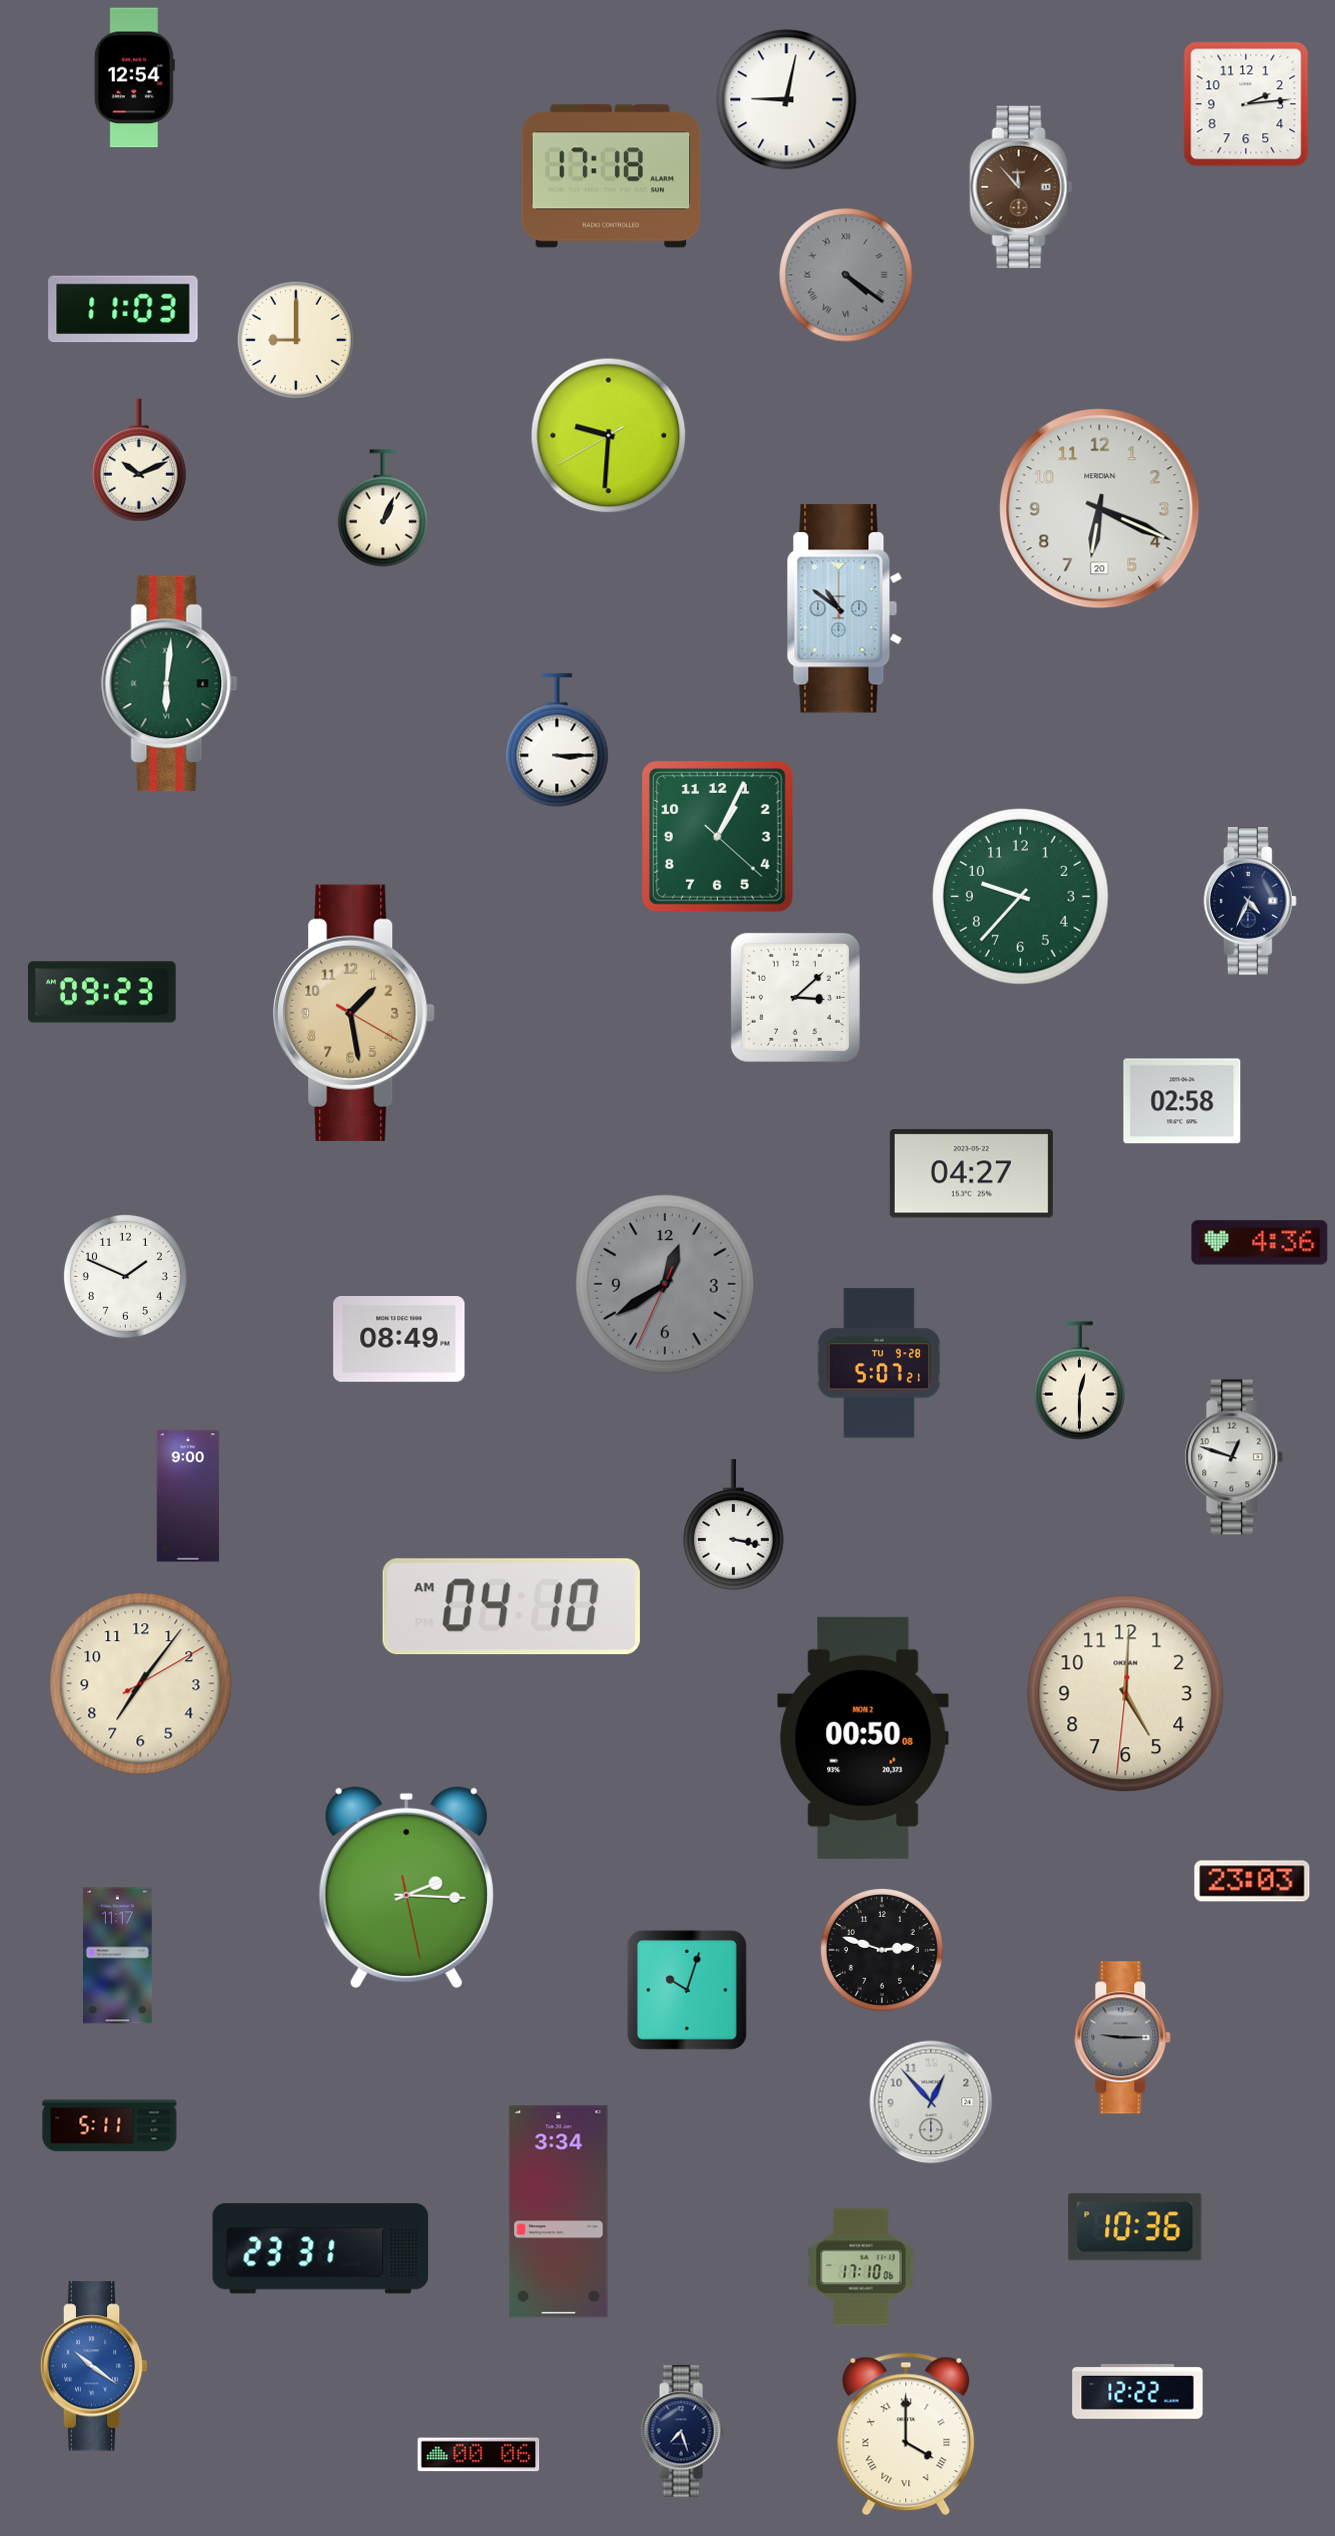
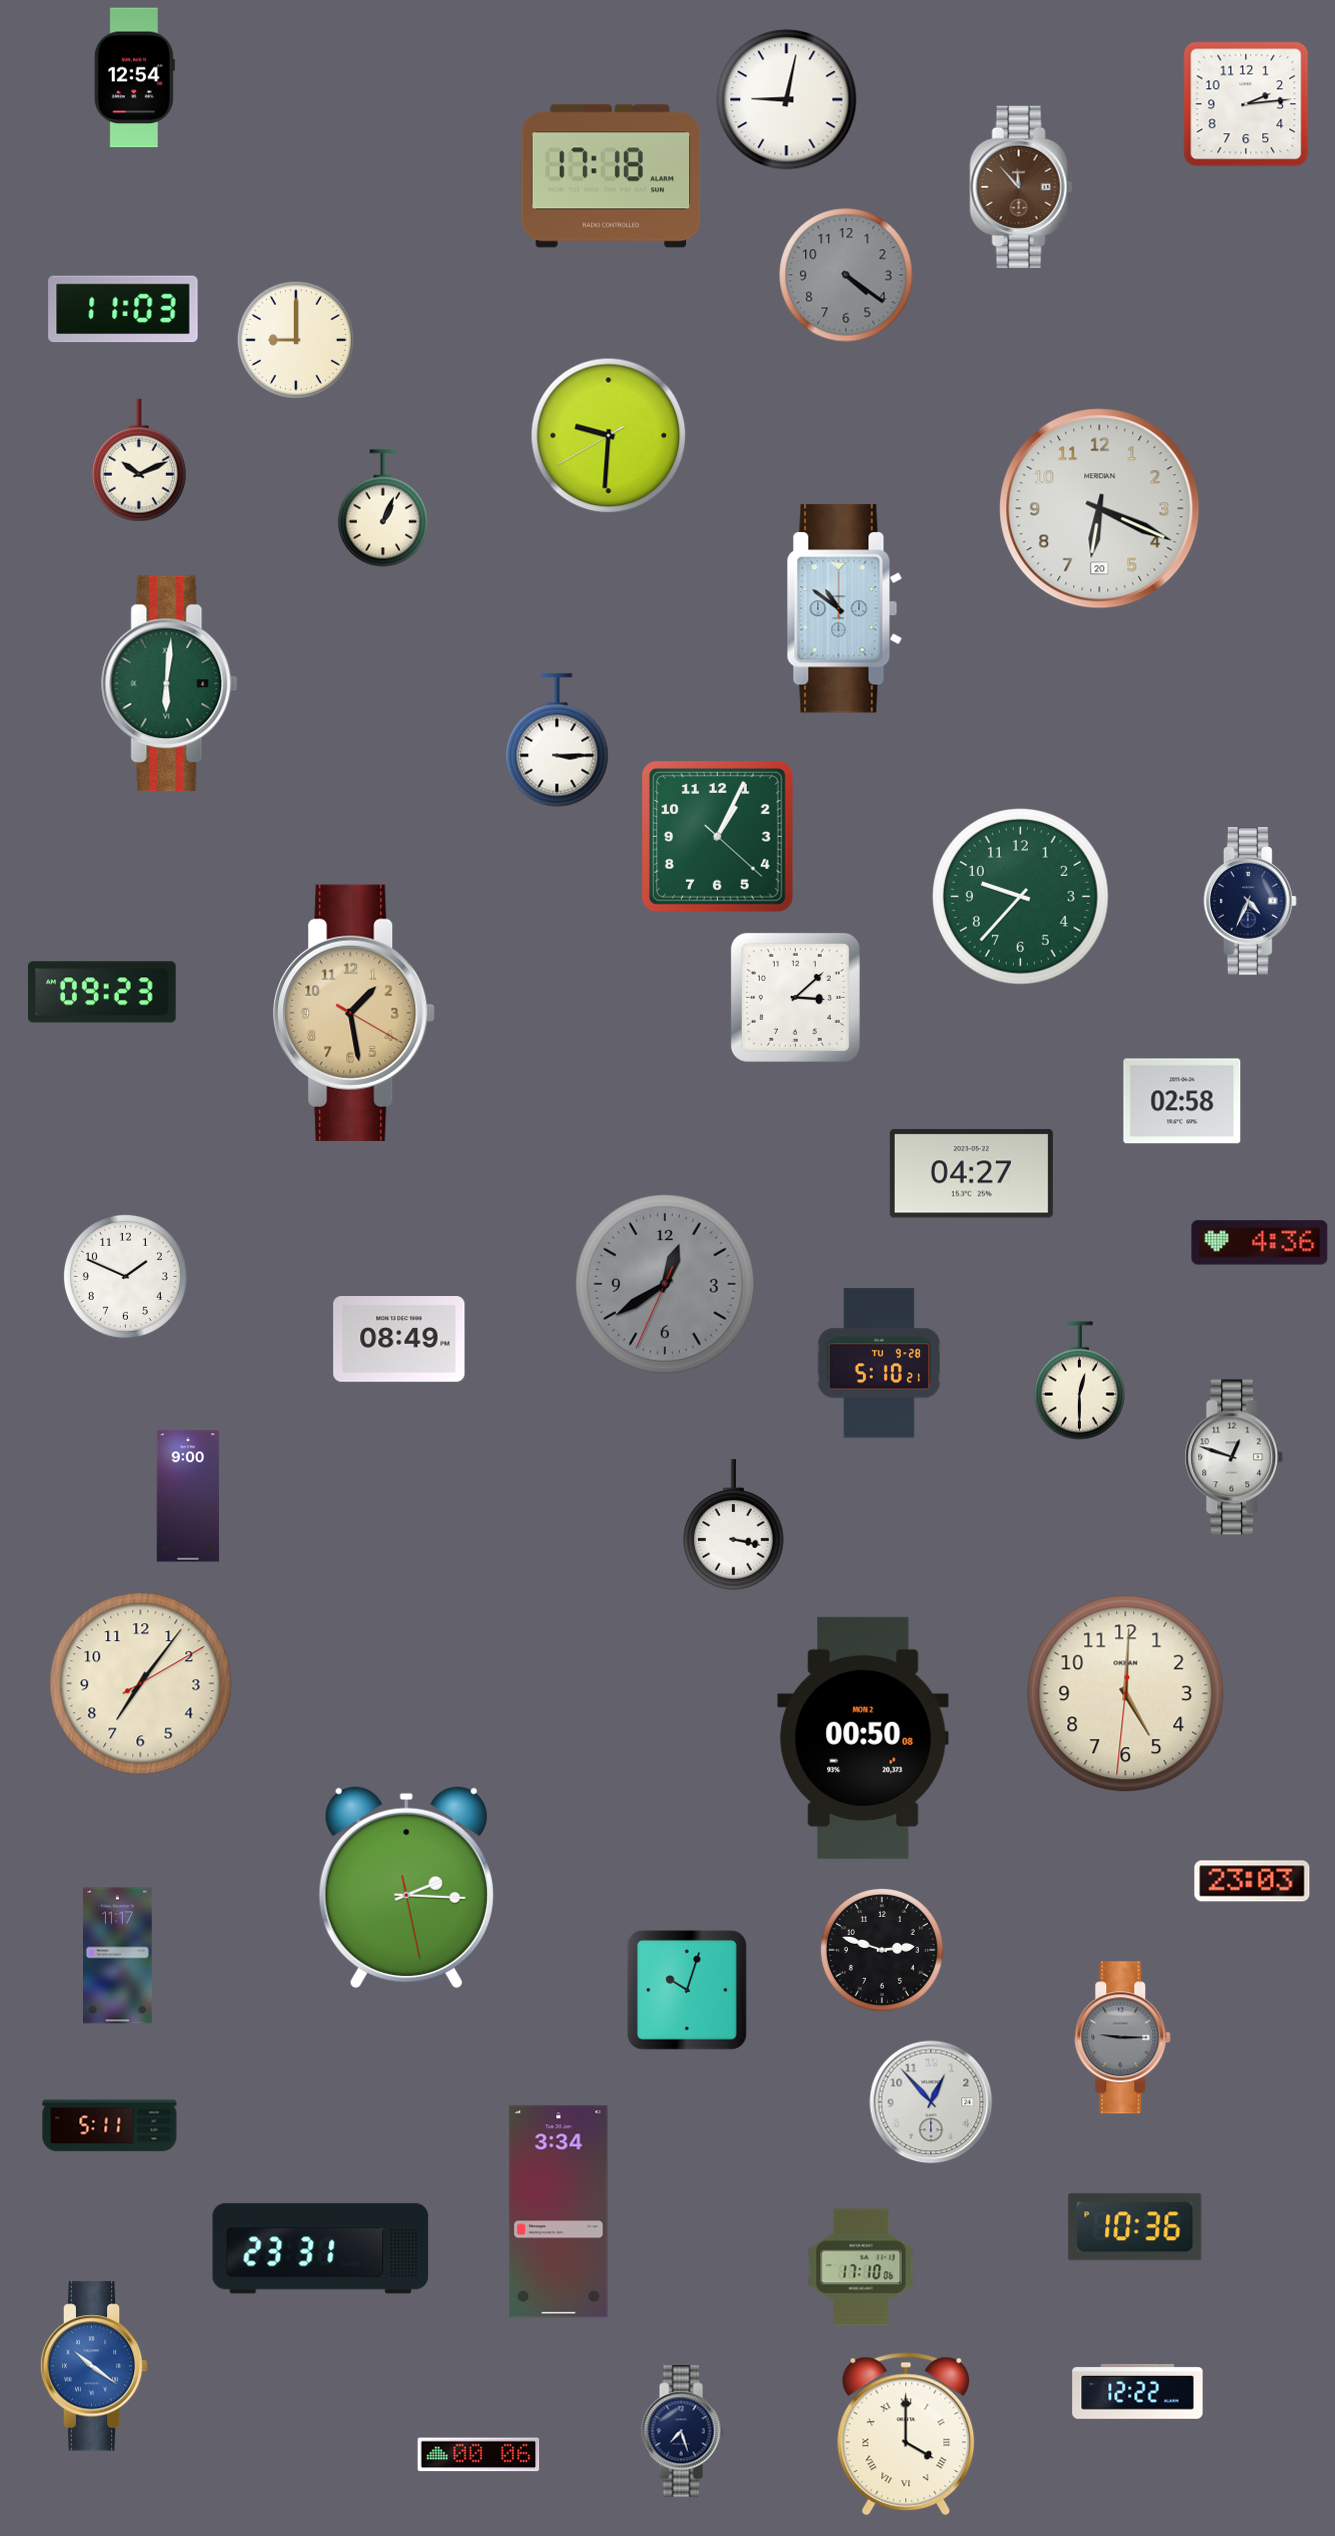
clock at (846, 275) numerals: Roman -> Arabic
clock at (879, 1363): 5:07 -> 5:10
clock at (511, 1607): 04:10 -> none
